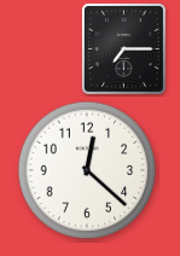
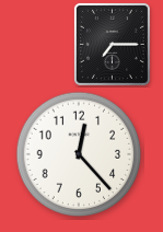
clock at (87, 170): 12:22 -> 12:23
